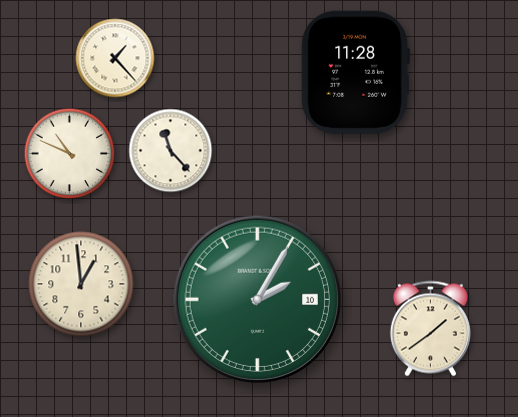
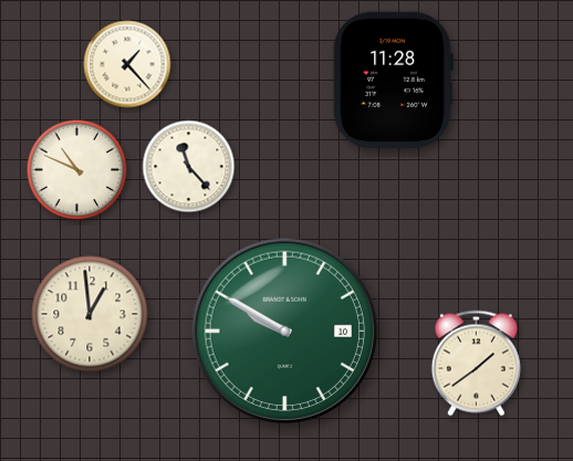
clock at (258, 300): 2:05 -> 9:50
